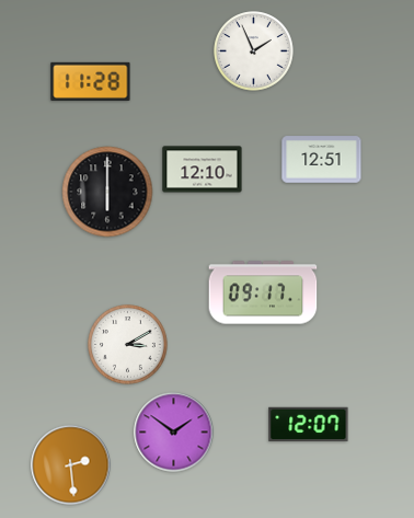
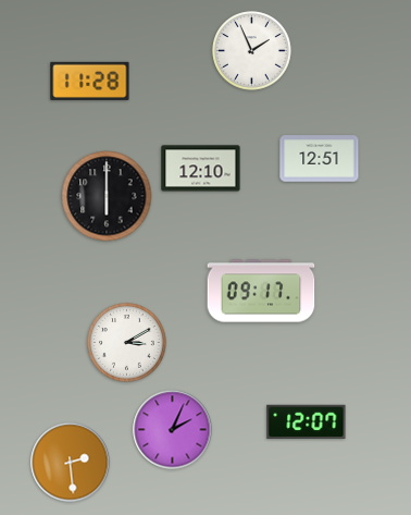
clock at (107, 192) position: (107, 192) -> (107, 196)
clock at (174, 433): 1:51 -> 2:04
